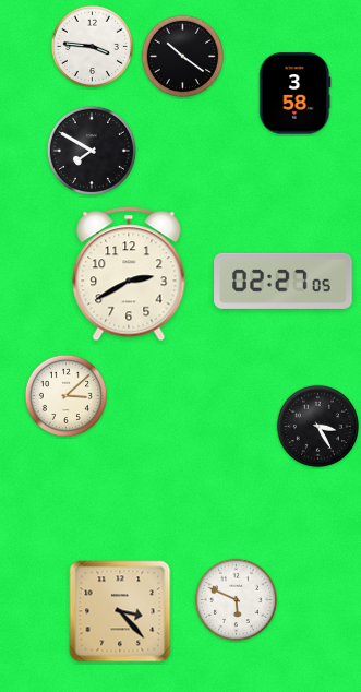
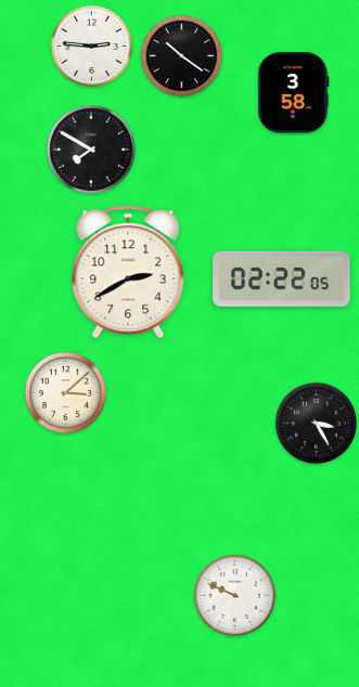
clock at (92, 46): 3:46 -> 2:46
clock at (284, 281): 02:27 -> 02:22
clock at (236, 599): 5:49 -> 9:49
clock at (120, 611): 3:23 -> none
